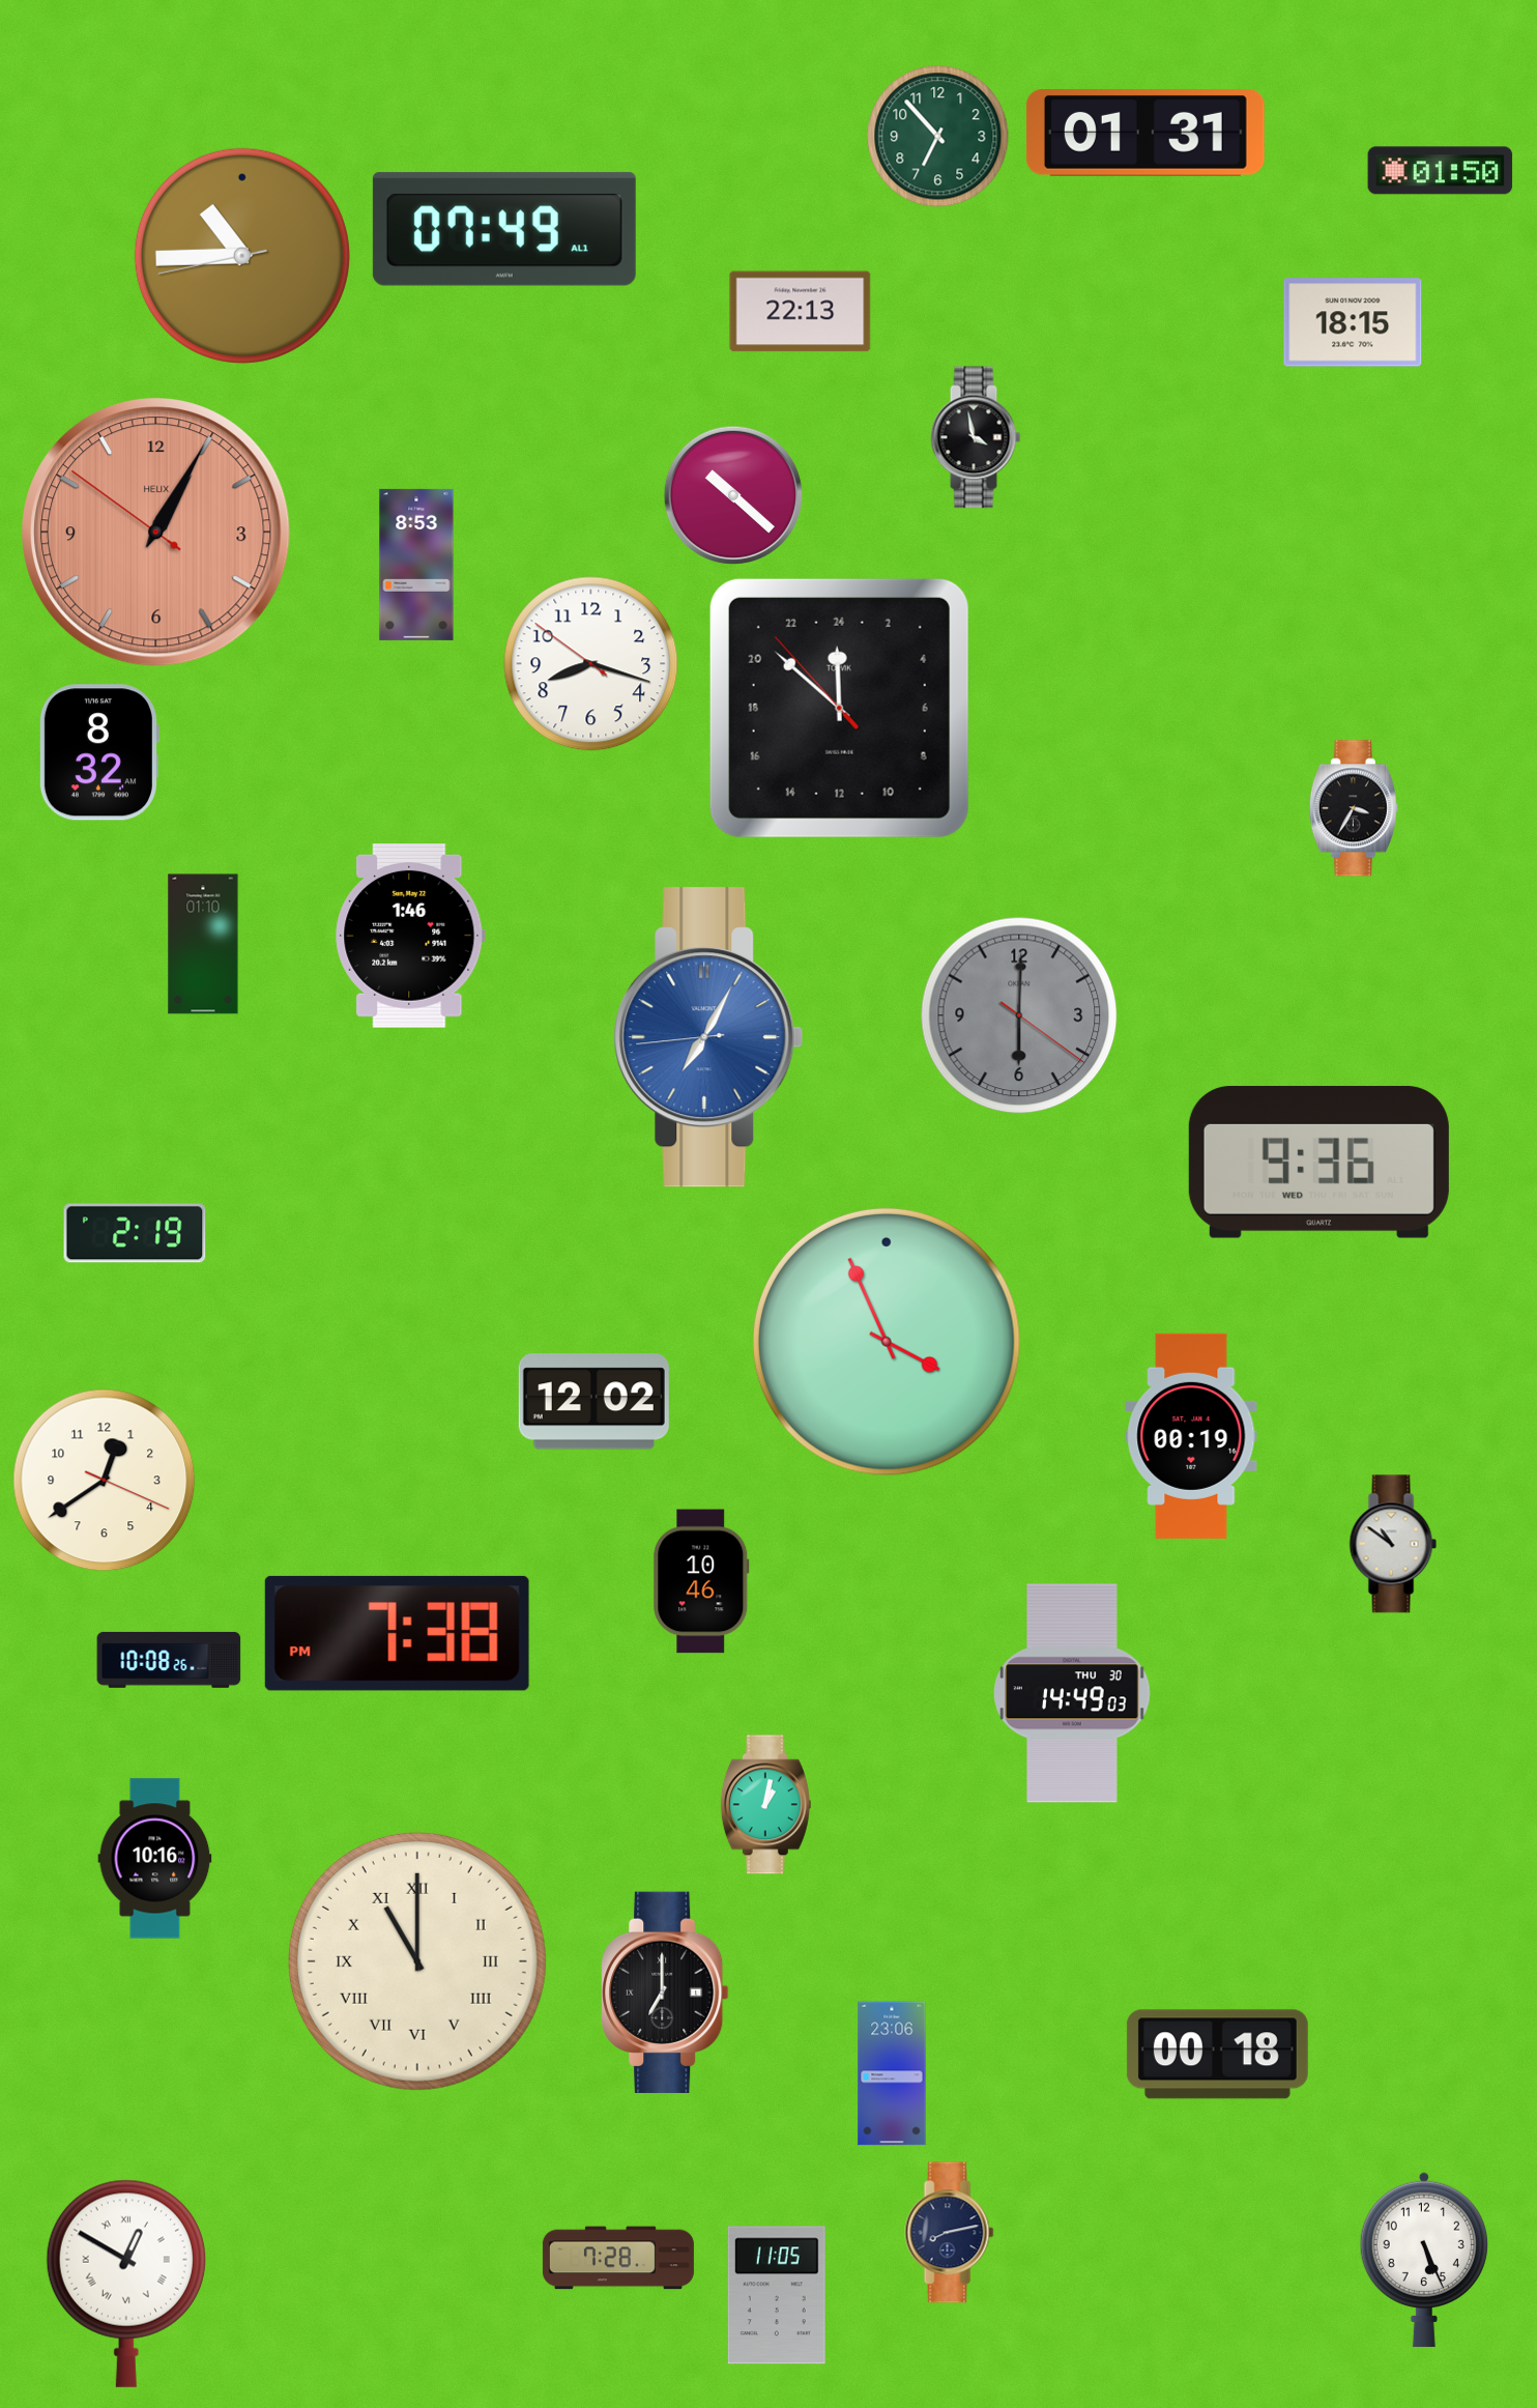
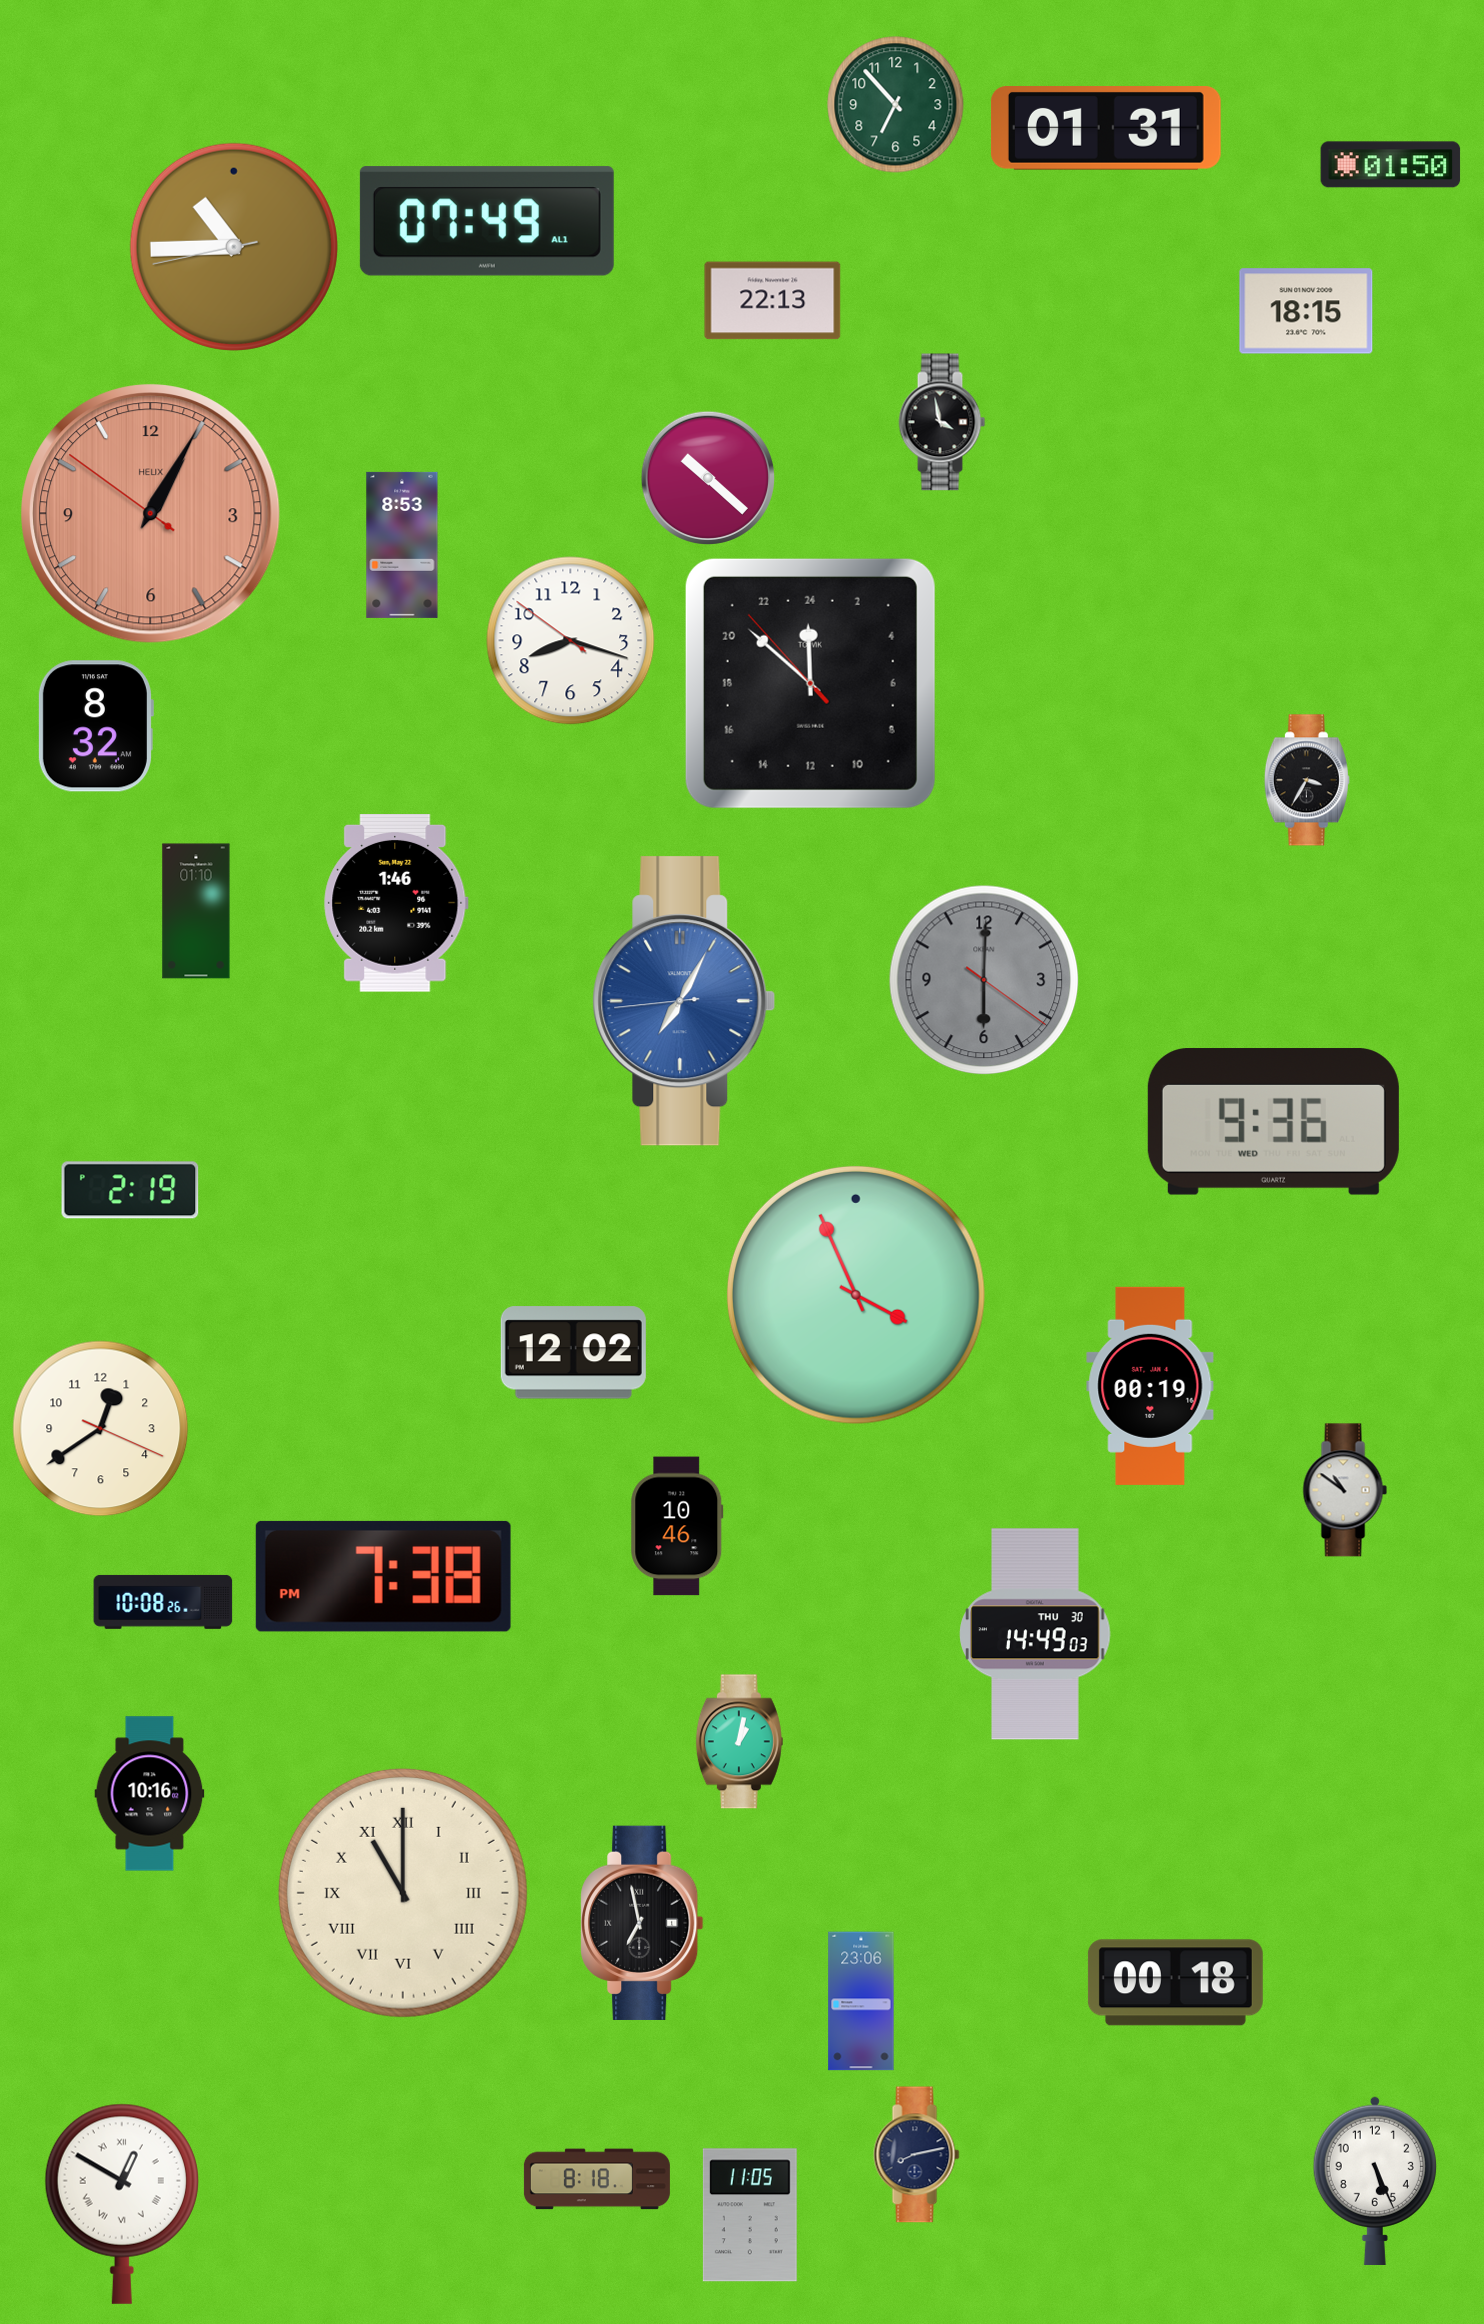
clock at (938, 137) position: (938, 137) -> (896, 105)
clock at (665, 1993): 7:00 -> 6:58
clock at (618, 2258): 7:28 -> 8:18
